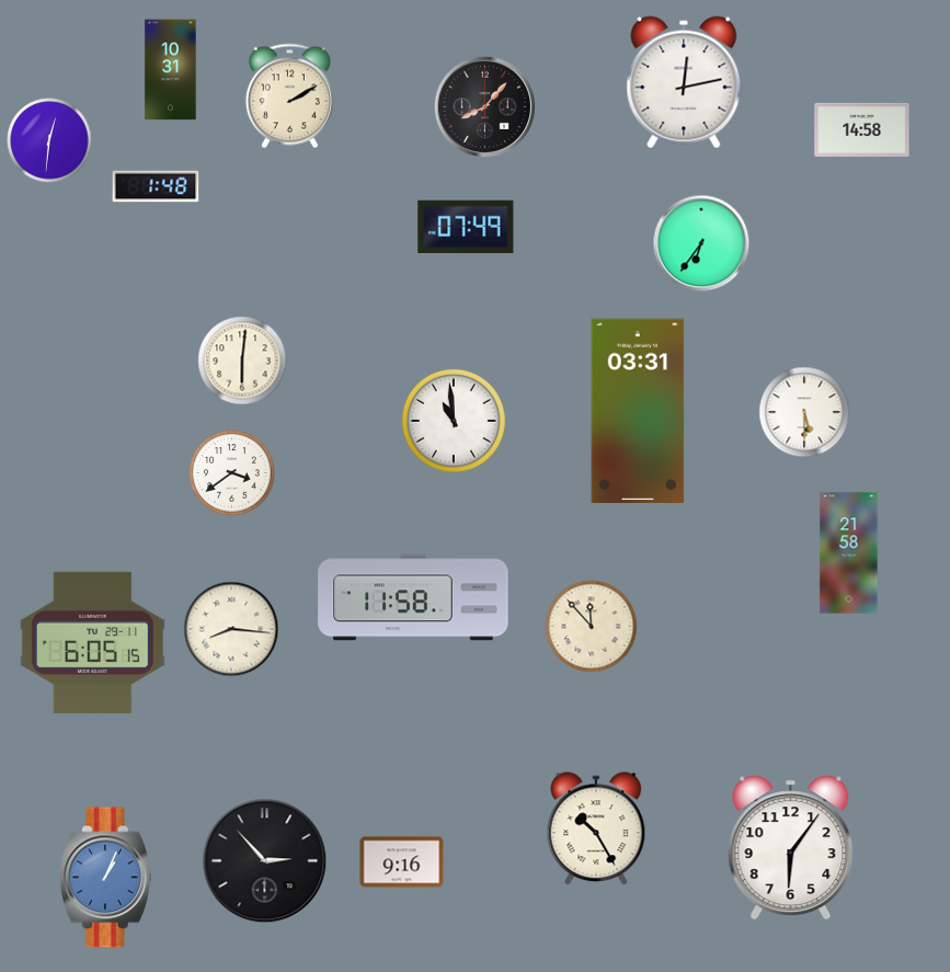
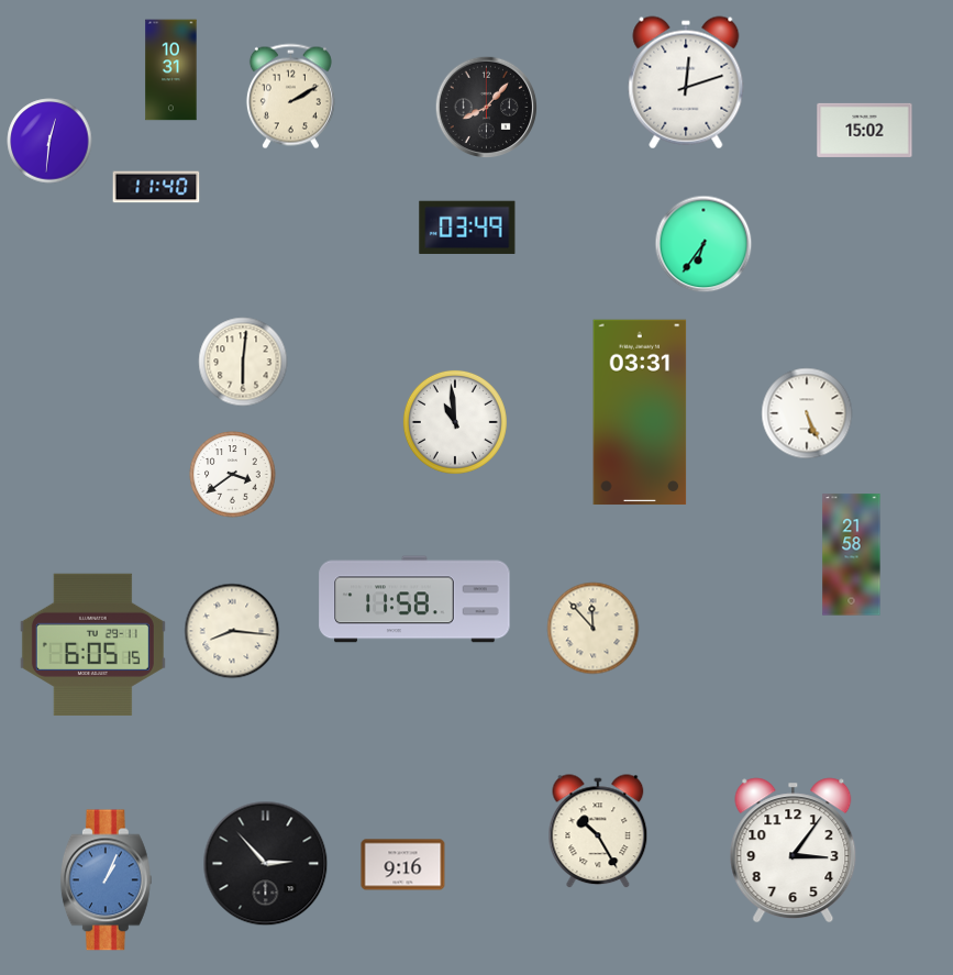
clock at (684, 82): 12:13 -> 12:12
clock at (862, 129): 14:58 -> 15:02
clock at (156, 186): 1:48 -> 11:40
clock at (466, 227): 07:49 -> 03:49
clock at (804, 412): 5:30 -> 5:26
clock at (791, 848): 6:06 -> 3:06
